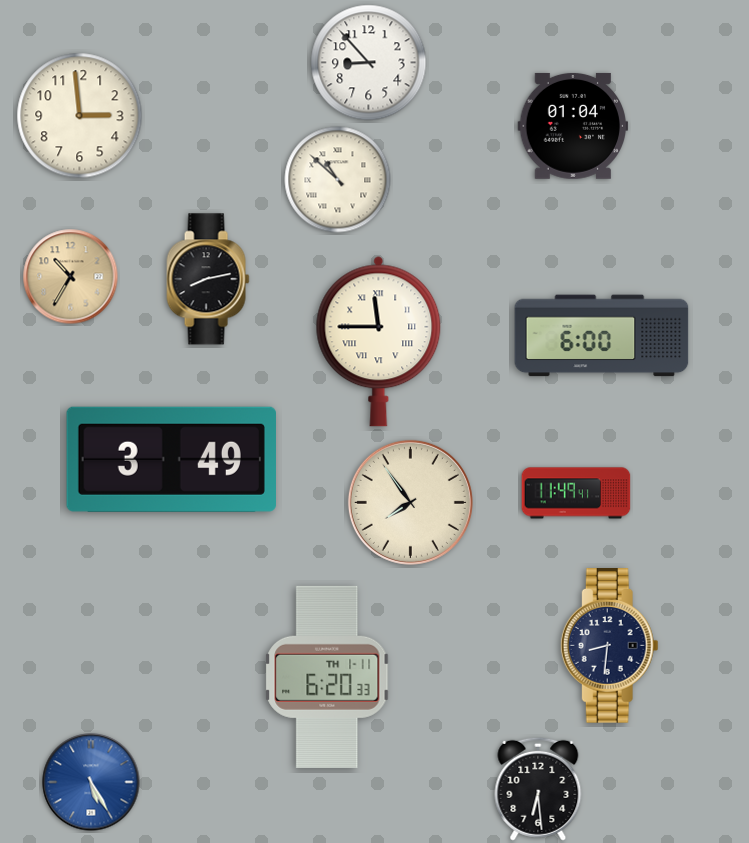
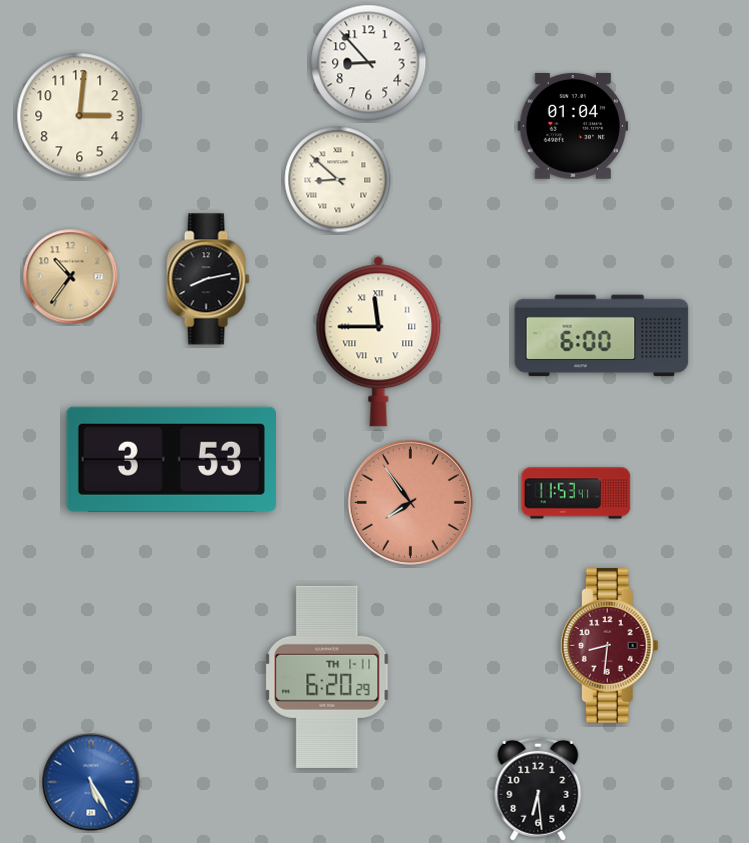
clock at (80, 116): 2:59 -> 3:01
clock at (338, 180): 10:52 -> 8:52
clock at (71, 277): 10:35 -> 10:36
clock at (171, 459): 3:49 -> 3:53
clock at (576, 493): 11:49 -> 11:53
clock at (410, 502) dial: cream -> salmon
clock at (609, 646) dial: navy -> burgundy
clock at (327, 677): 6:20:33 -> 6:20:29
